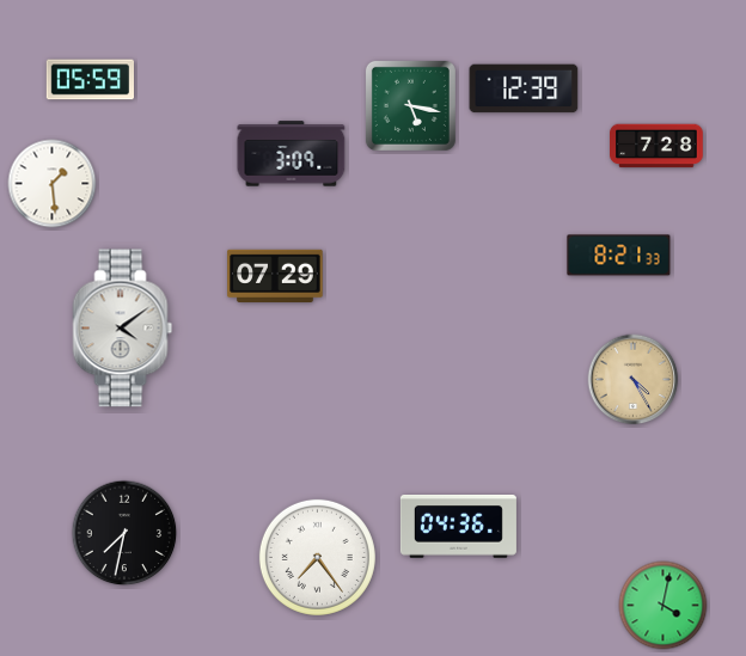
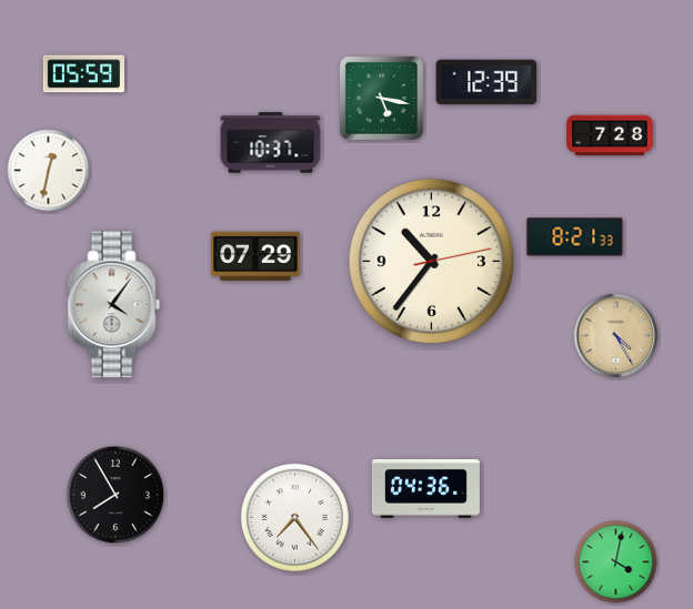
clock at (292, 154): 3:09 -> 10:37
clock at (53, 184): 1:29 -> 12:32
clock at (432, 262): none -> 10:36
clock at (123, 329): 4:09 -> 4:06
clock at (634, 380) position: (634, 380) -> (616, 336)
clock at (124, 533): 7:32 -> 7:55
